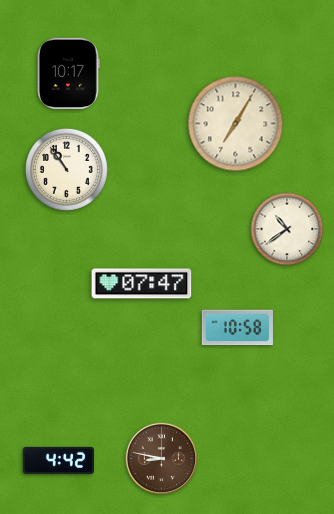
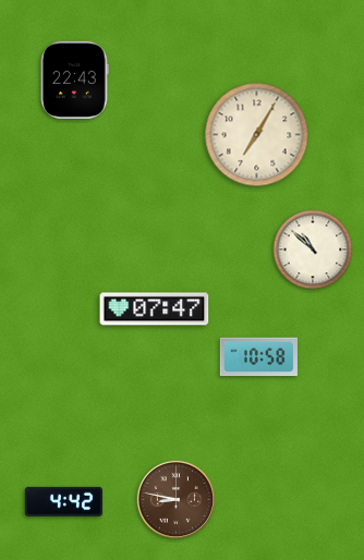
clock at (69, 73): 10:17 -> 22:43
clock at (66, 169): 10:54 -> none
clock at (287, 229): 10:39 -> 10:52
